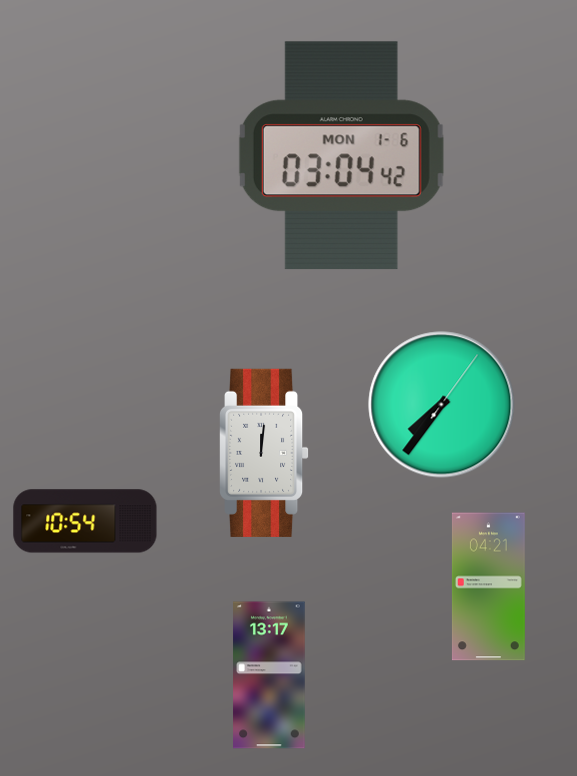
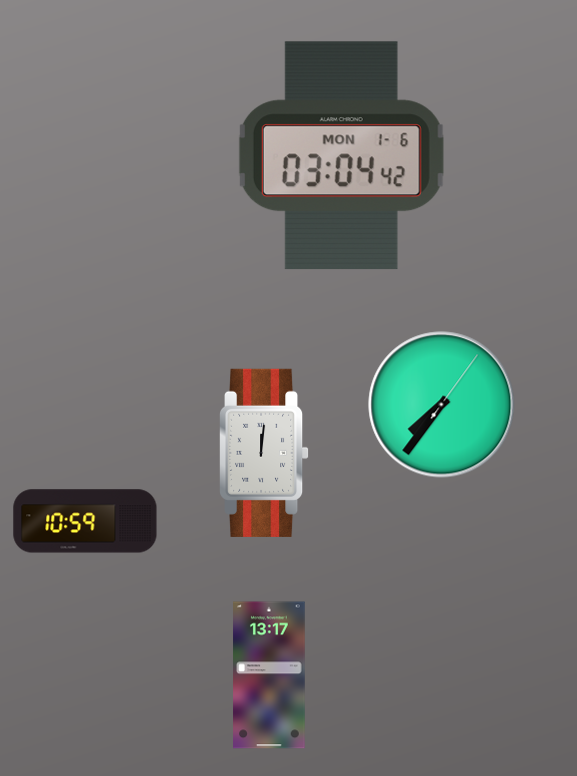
clock at (85, 521): 10:54 -> 10:59
clock at (488, 587): 04:21 -> none
